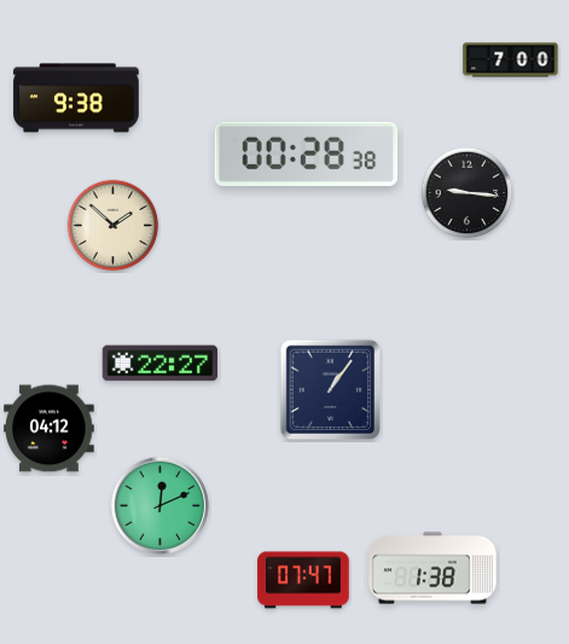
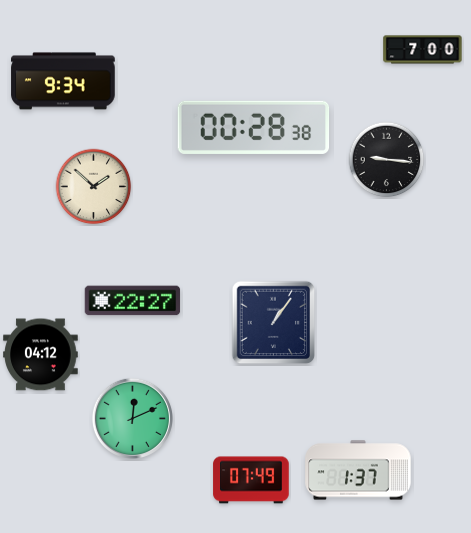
clock at (76, 98): 9:38 -> 9:34
clock at (432, 568): 1:38 -> 1:37
clock at (303, 580): 07:47 -> 07:49
